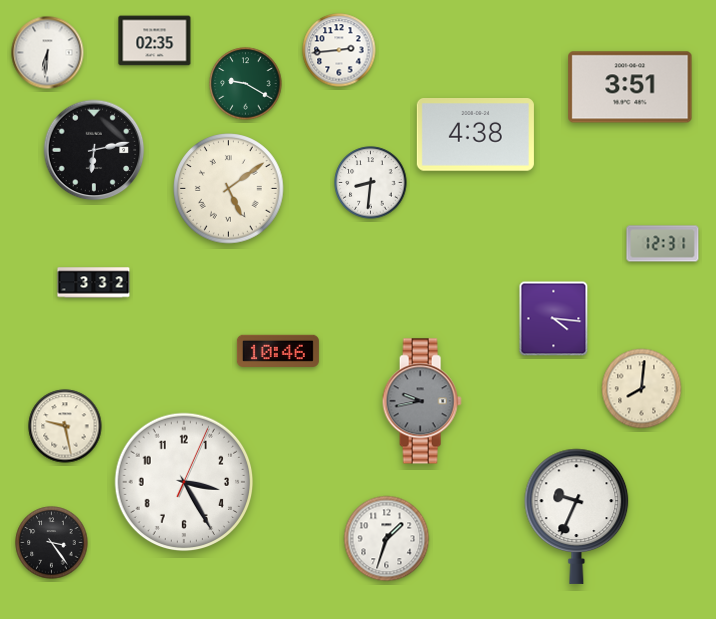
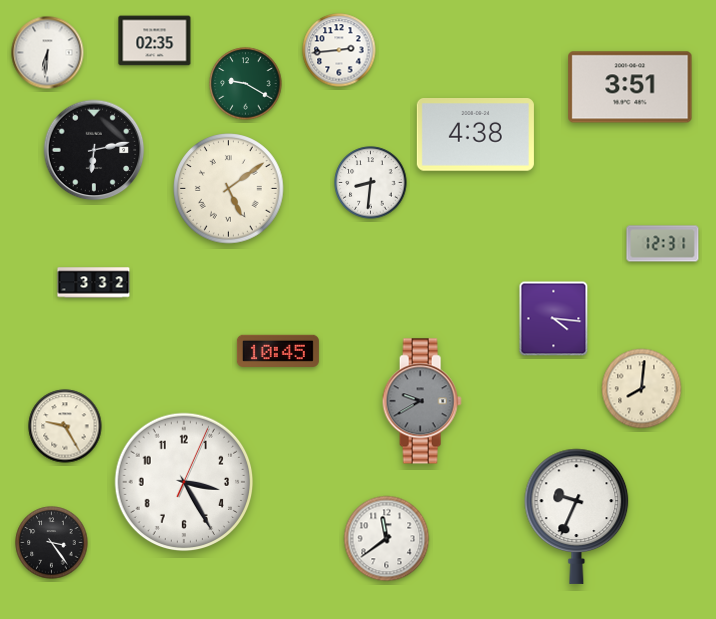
clock at (278, 351): 10:46 -> 10:45
clock at (422, 401): 9:43 -> 9:40
clock at (65, 426): 9:28 -> 9:25
clock at (387, 539): 1:33 -> 11:39
